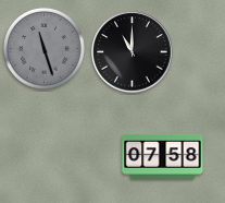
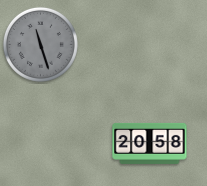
clock at (133, 52): 11:00 -> none
clock at (163, 156): 07:58 -> 20:58
